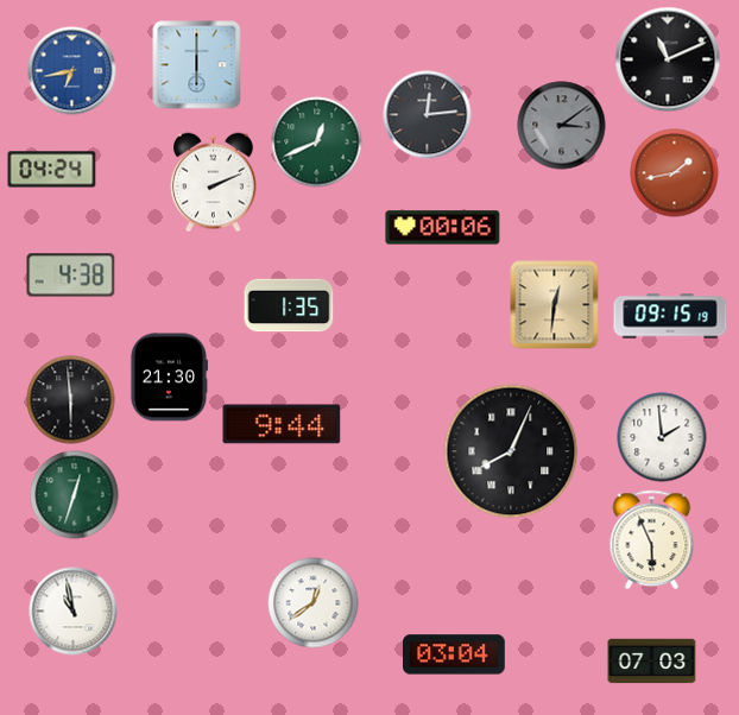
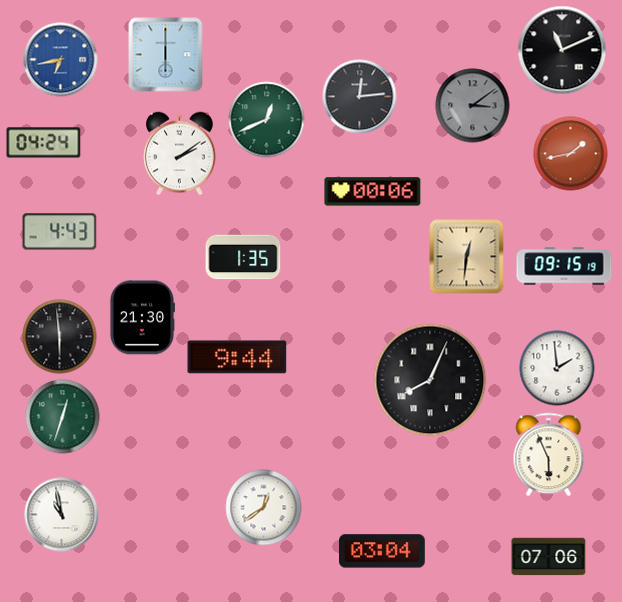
clock at (675, 173) position: (675, 173) -> (571, 154)
clock at (214, 183): 2:11 -> 2:09
clock at (71, 276): 4:38 -> 4:43
clock at (652, 662): 07:03 -> 07:06
